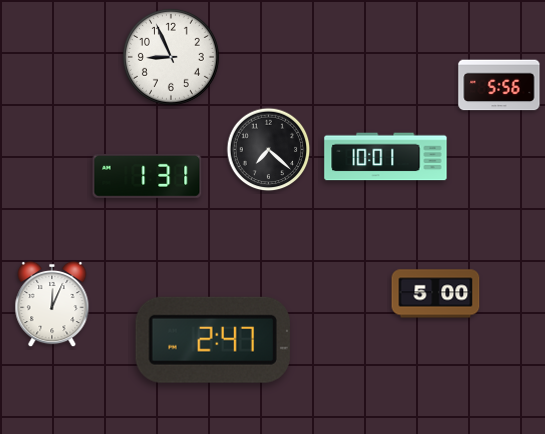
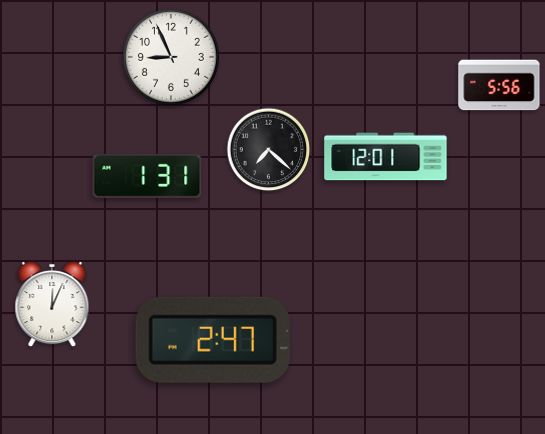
clock at (386, 157): 10:01 -> 12:01
clock at (436, 294): 5:00 -> none
